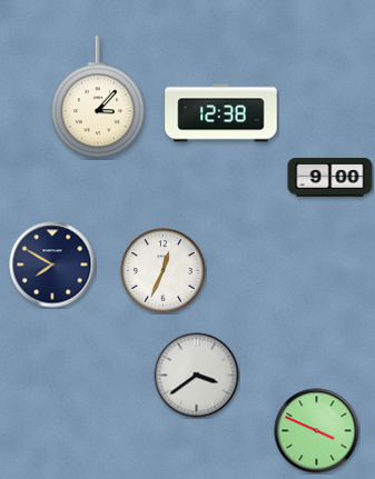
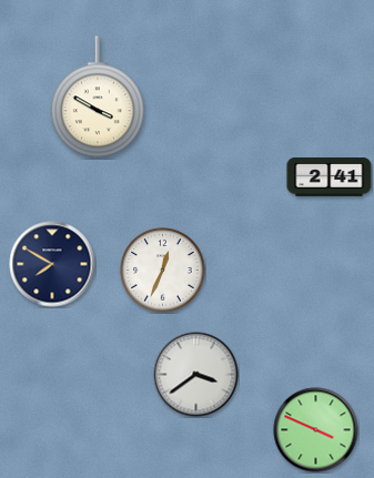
clock at (98, 98): 3:07 -> 3:50
clock at (221, 113): 12:38 -> none
clock at (330, 178): 9:00 -> 2:41
